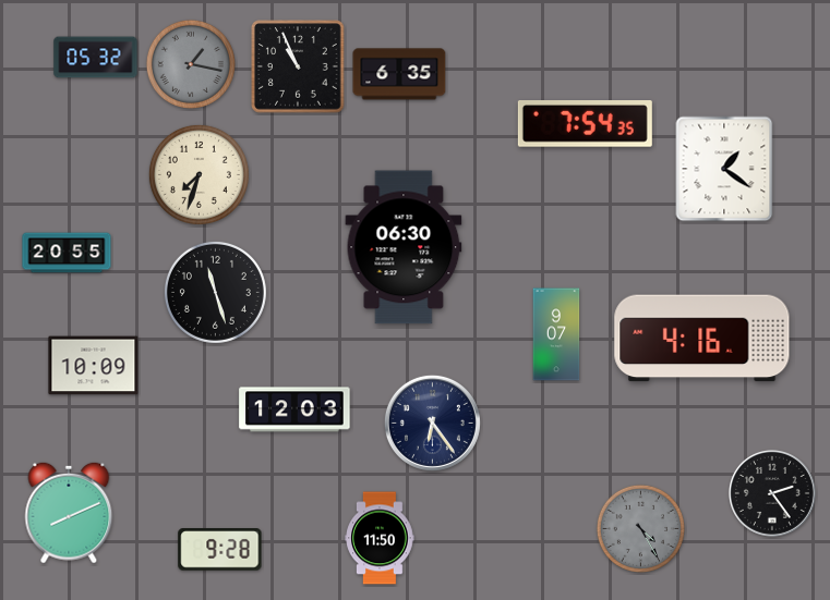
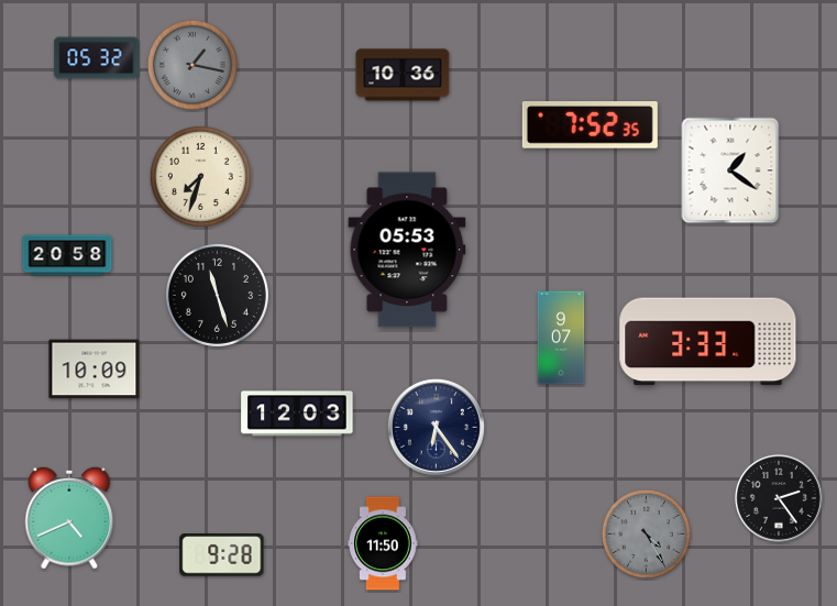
clock at (298, 66): 10:56 -> none
clock at (399, 74): 6:35 -> 10:36
clock at (585, 124): 7:54 -> 7:52
clock at (404, 247): 06:30 -> 05:53
clock at (67, 253): 20:55 -> 20:58
clock at (702, 339): 4:16 -> 3:33
clock at (69, 513): 8:11 -> 4:41
